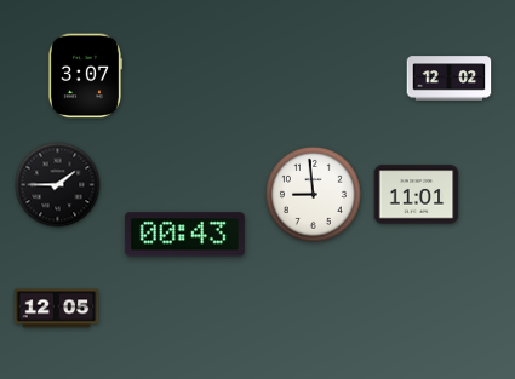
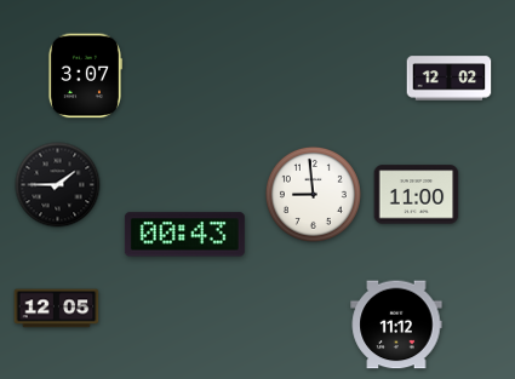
clock at (417, 195): 11:01 -> 11:00
clock at (396, 325): none -> 11:12
